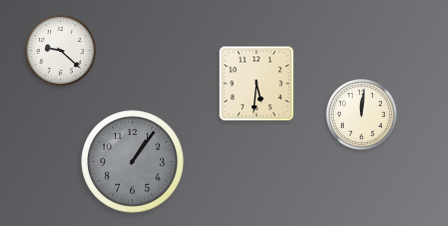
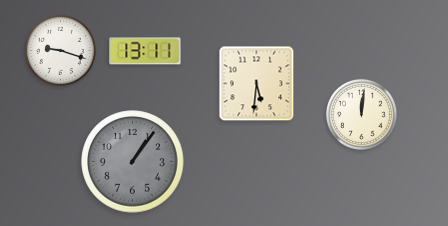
clock at (60, 50): 9:22 -> 9:18
clock at (145, 51): none -> 13:11
